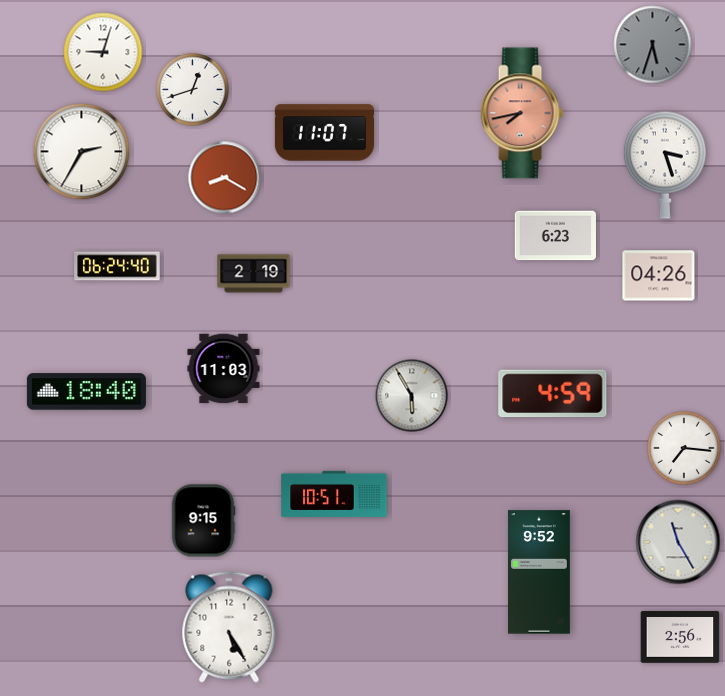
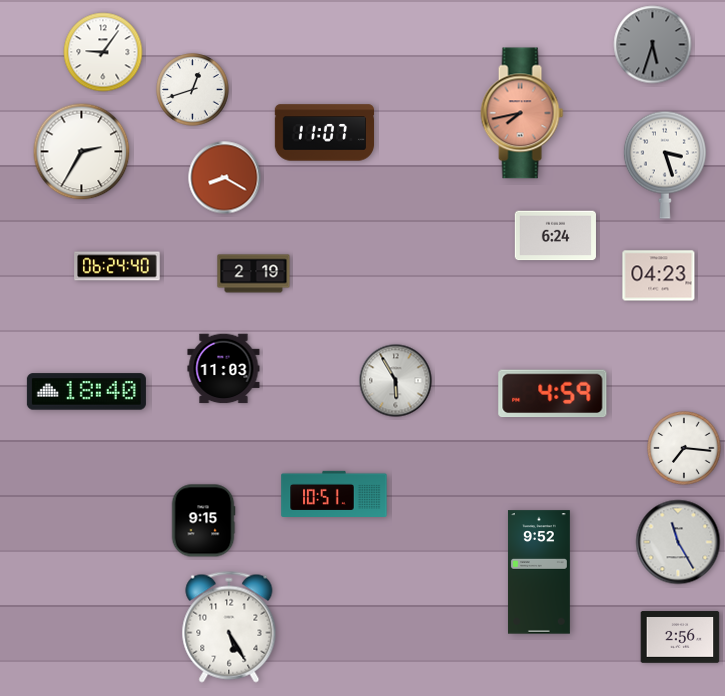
clock at (103, 52): 9:03 -> 9:06
clock at (555, 236): 6:23 -> 6:24
clock at (659, 276): 04:26 -> 04:23
clock at (412, 396) position: (412, 396) -> (396, 381)
